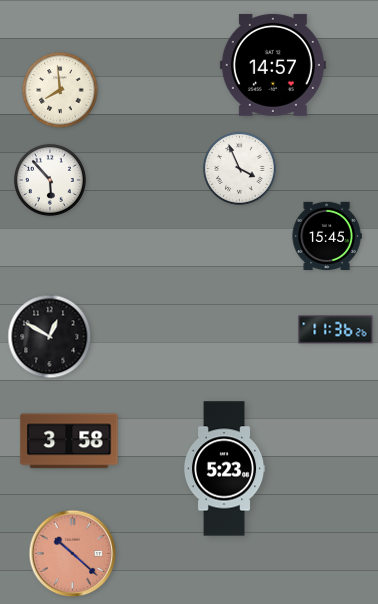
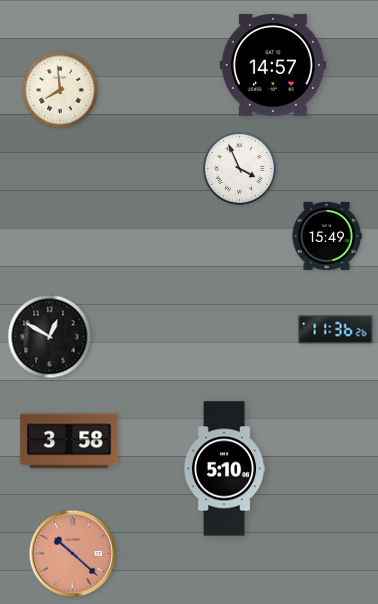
clock at (50, 180): 5:53 -> none
clock at (327, 235): 15:45 -> 15:49
clock at (224, 469): 5:23 -> 5:10
